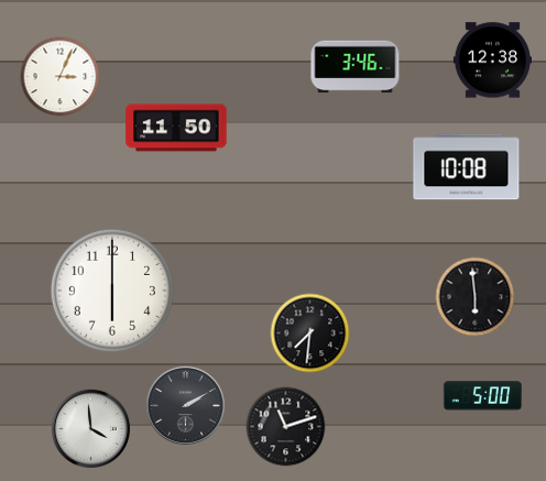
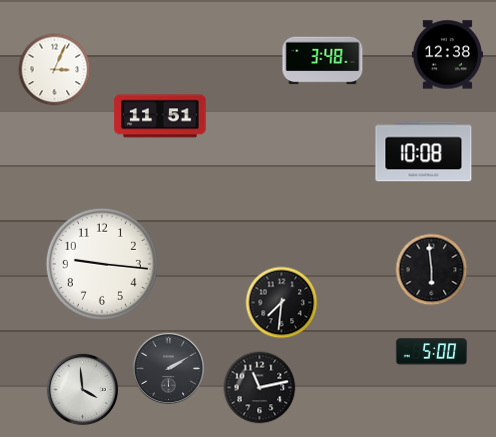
clock at (356, 67): 3:46 -> 3:48
clock at (176, 128): 11:50 -> 11:51
clock at (112, 291): 6:00 -> 9:16
clock at (482, 396) position: (482, 396) -> (431, 352)
clock at (286, 427): 11:12 -> 11:13
